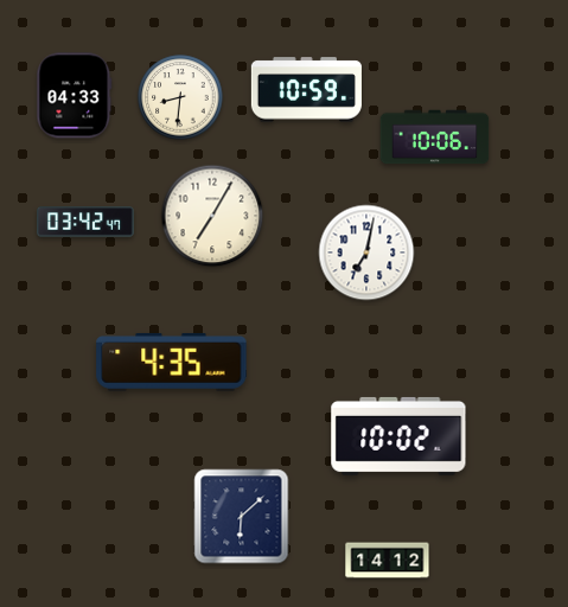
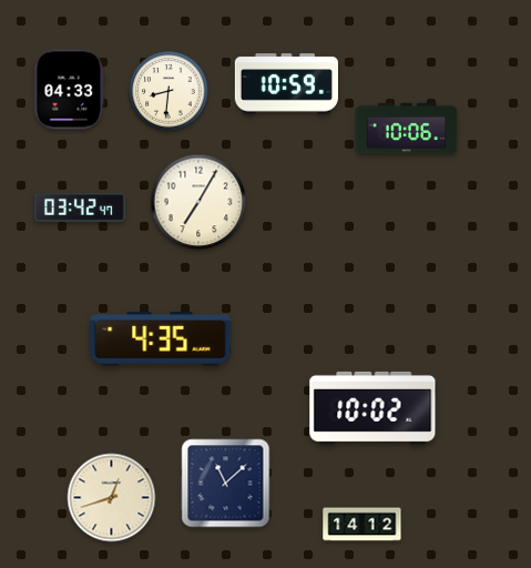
clock at (366, 253): 7:02 -> none
clock at (242, 517): 6:08 -> 11:08
clock at (112, 498): none -> 12:42
